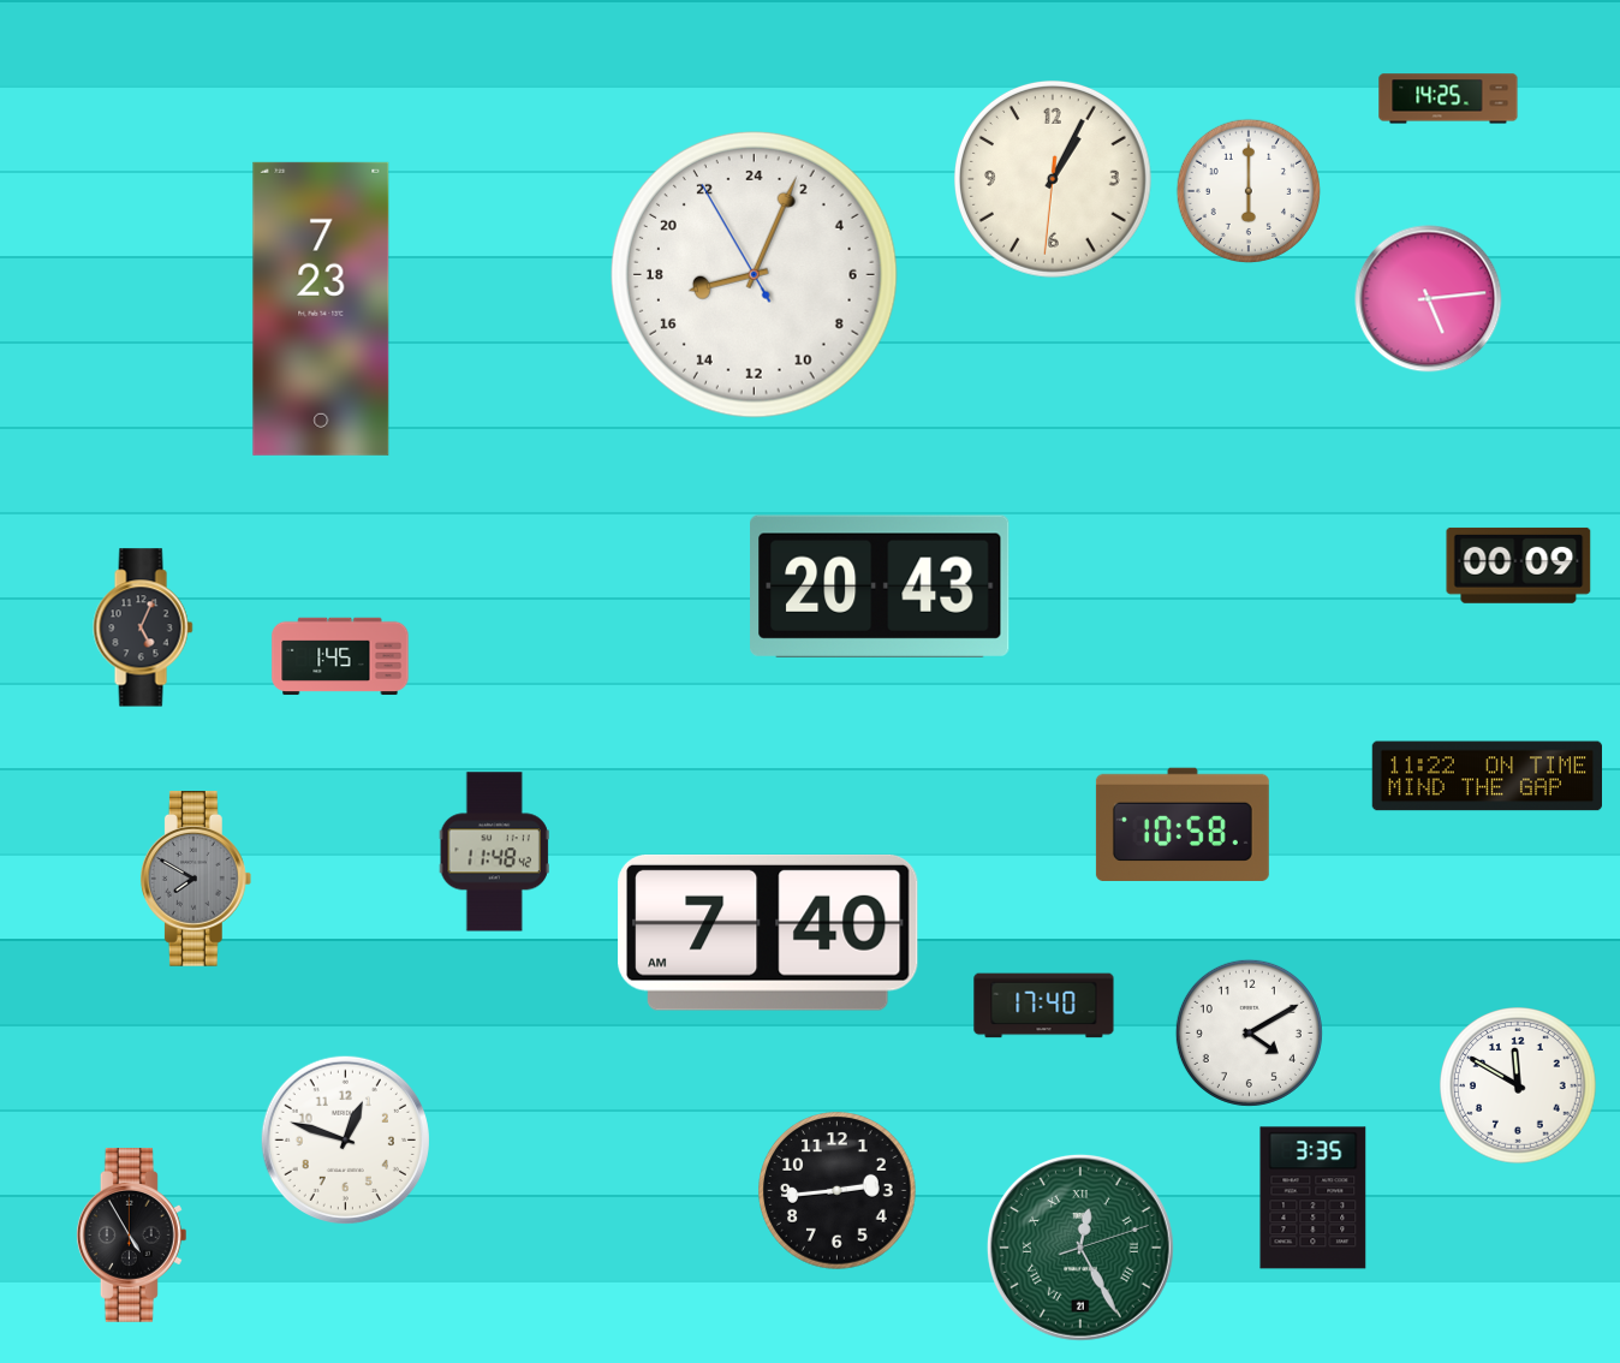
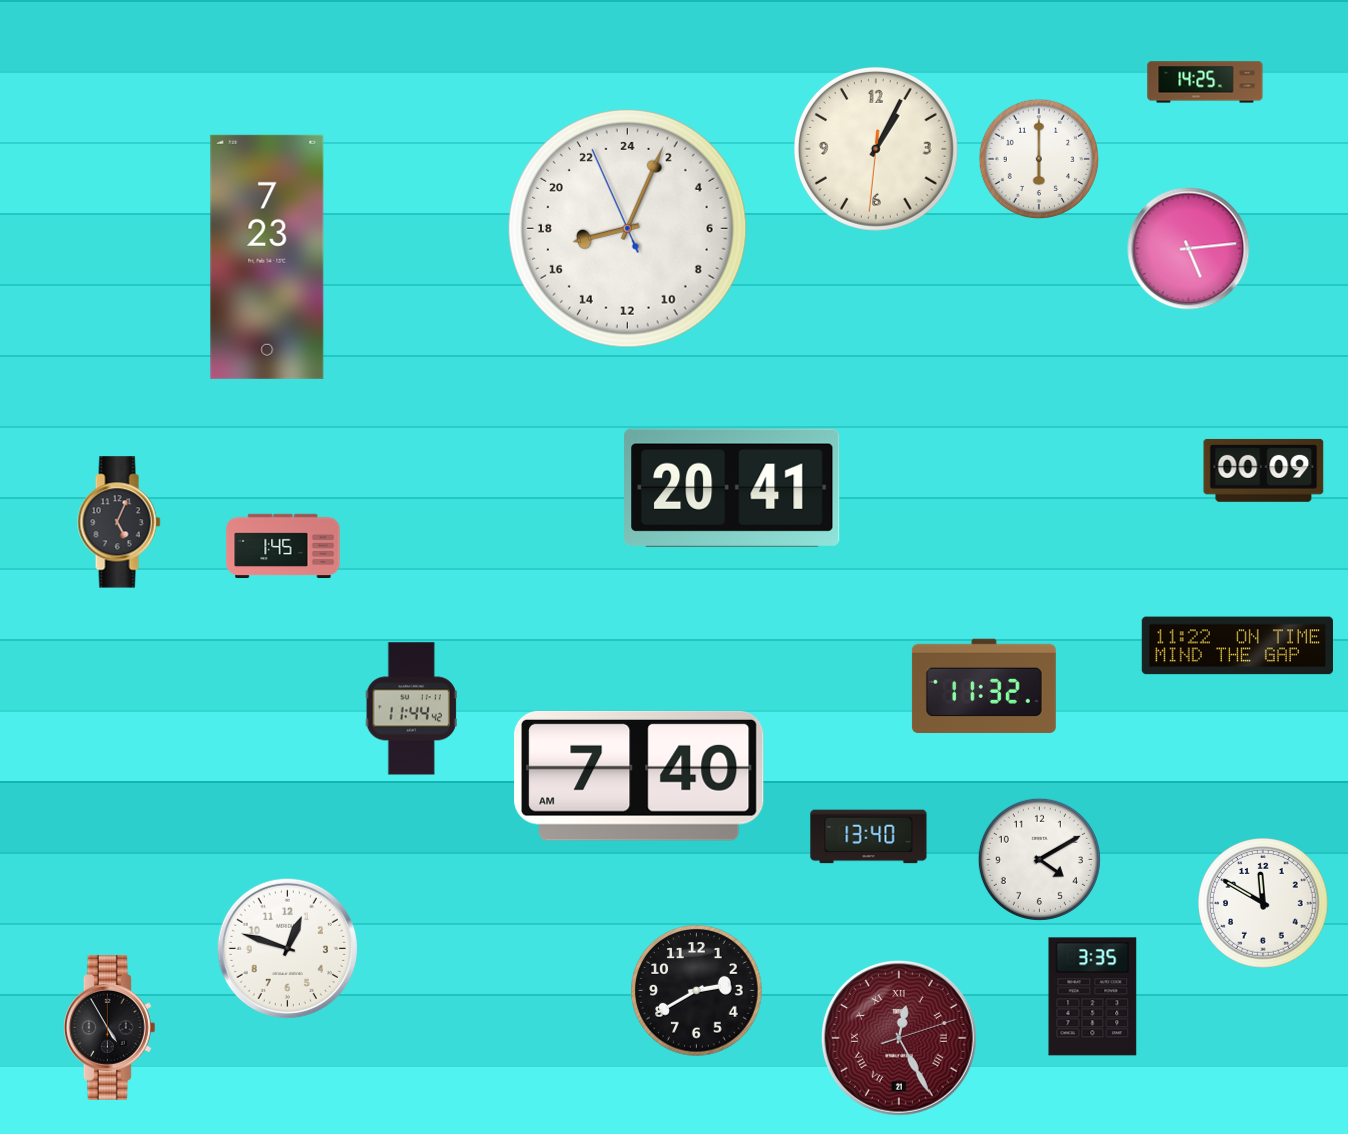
clock at (755, 275): 17:03:55 -> 17:03:56
clock at (880, 587): 20:43 -> 20:41
clock at (1183, 825): 10:58 -> 11:32
clock at (494, 852): 11:48 -> 11:44
clock at (196, 879): 7:50 -> none
clock at (1044, 1006): 17:40 -> 13:40
clock at (838, 1191): 2:44 -> 2:40
clock at (1080, 1248) dial: green -> burgundy
